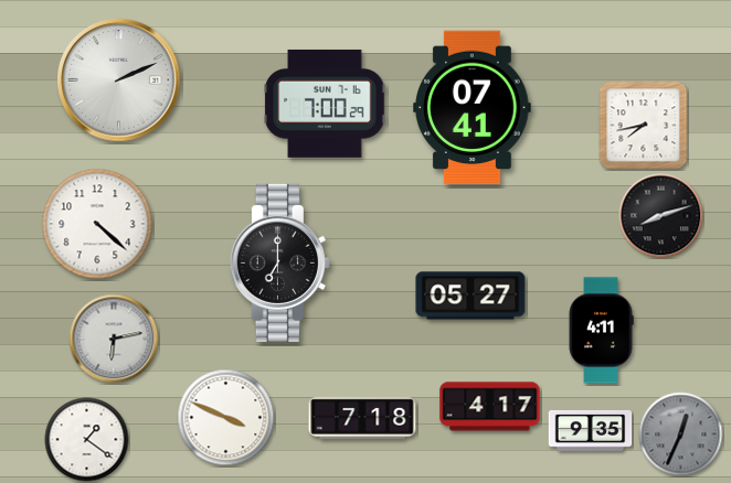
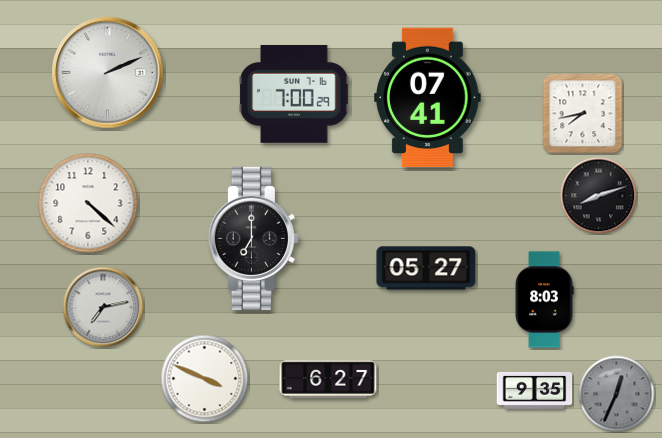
clock at (601, 331): 4:11 -> 8:03
clock at (114, 339): 6:13 -> 7:13
clock at (490, 407): 4:17 -> none
clock at (362, 418): 7:18 -> 6:27
clock at (87, 440): 1:21 -> none
